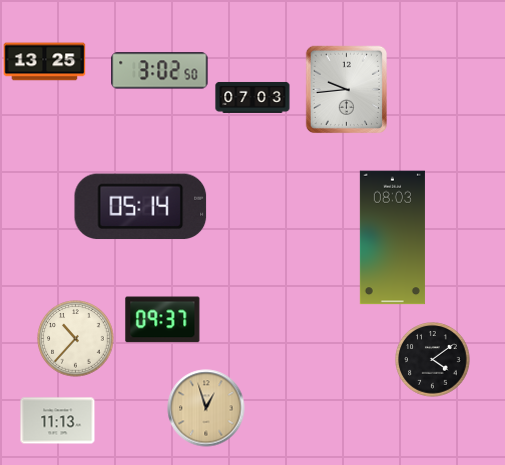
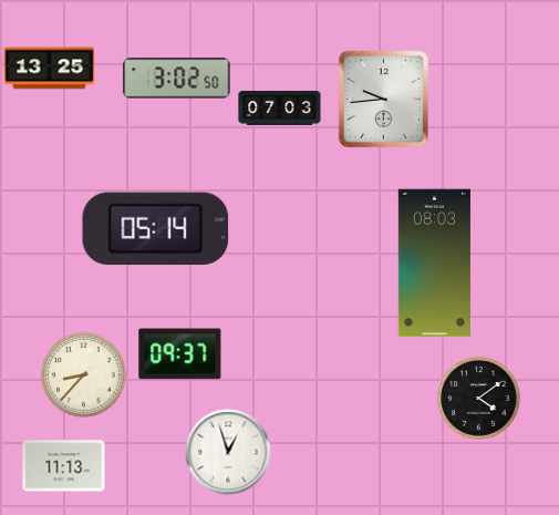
clock at (76, 339): 10:37 -> 8:37
clock at (206, 408) dial: champagne -> white
